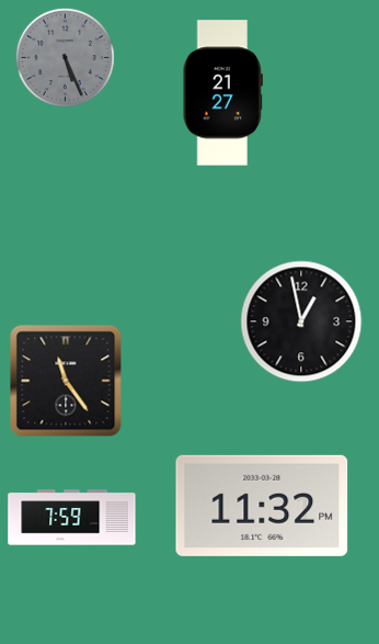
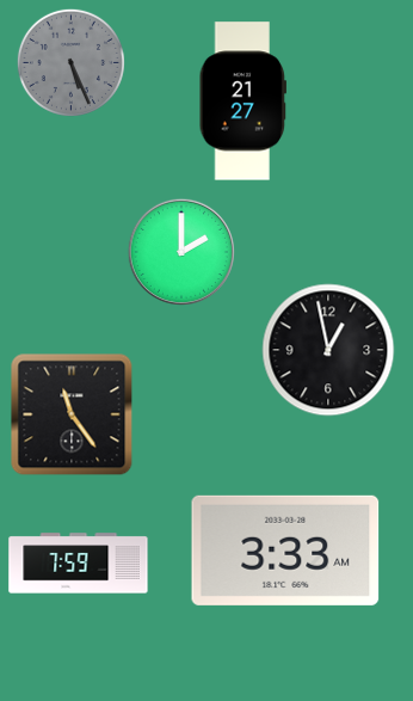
clock at (181, 252): none -> 2:00
clock at (262, 506): 11:32 -> 3:33
